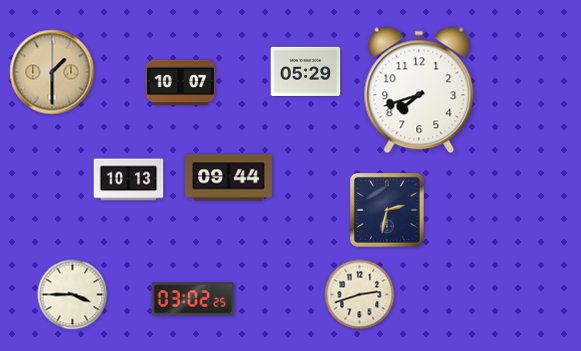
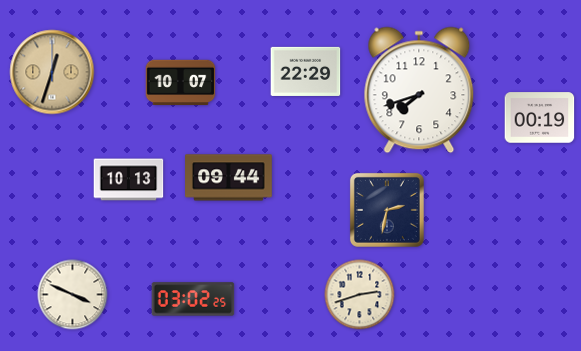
clock at (306, 71): 05:29 -> 22:29
clock at (52, 72): 1:30 -> 12:33
clock at (540, 118): none -> 00:19
clock at (73, 295): 3:45 -> 3:49
